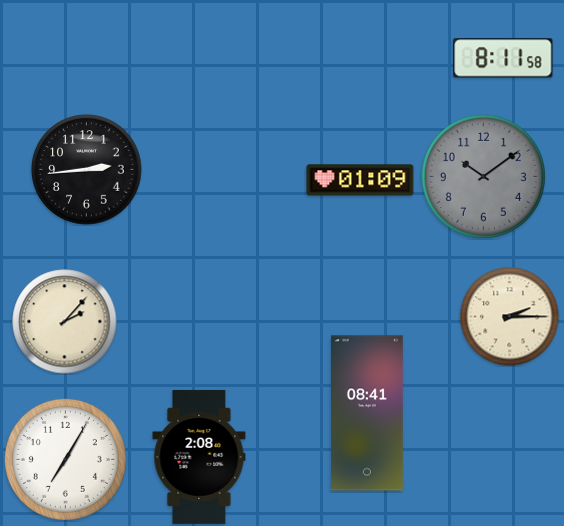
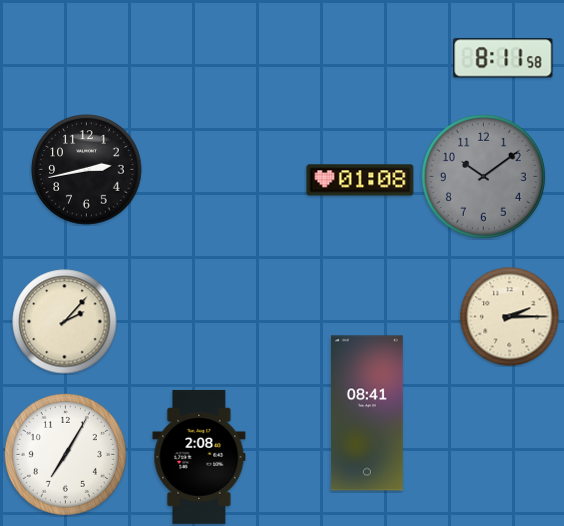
clock at (87, 170): 2:44 -> 2:43
clock at (360, 180): 01:09 -> 01:08
clock at (65, 459) position: (65, 459) -> (65, 454)
